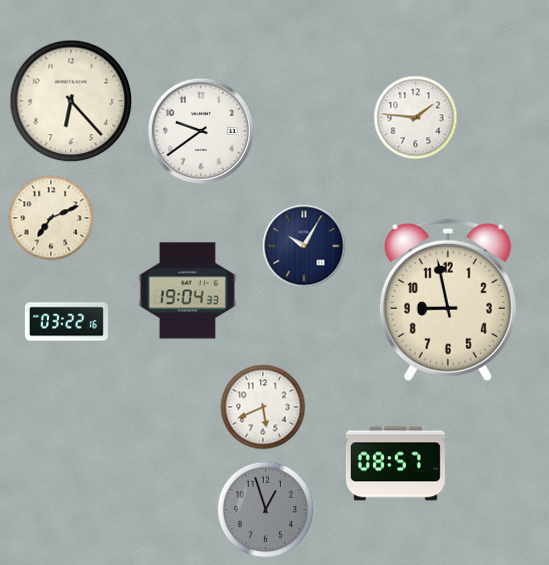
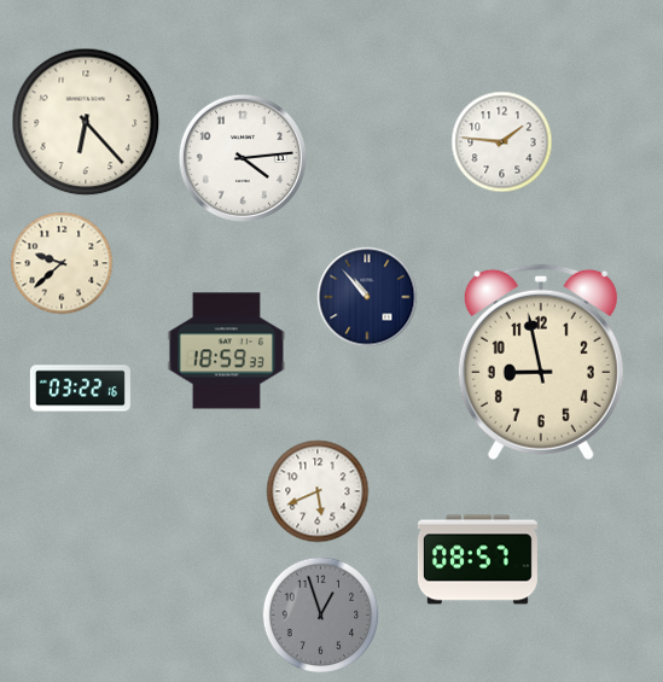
clock at (201, 131): 9:39 -> 4:14
clock at (51, 218): 7:11 -> 9:38
clock at (304, 246): 10:05 -> 10:53
clock at (187, 291): 19:04 -> 18:59
